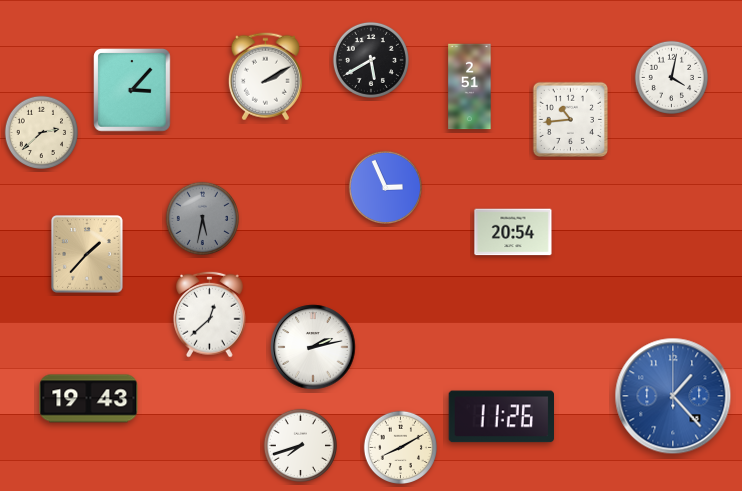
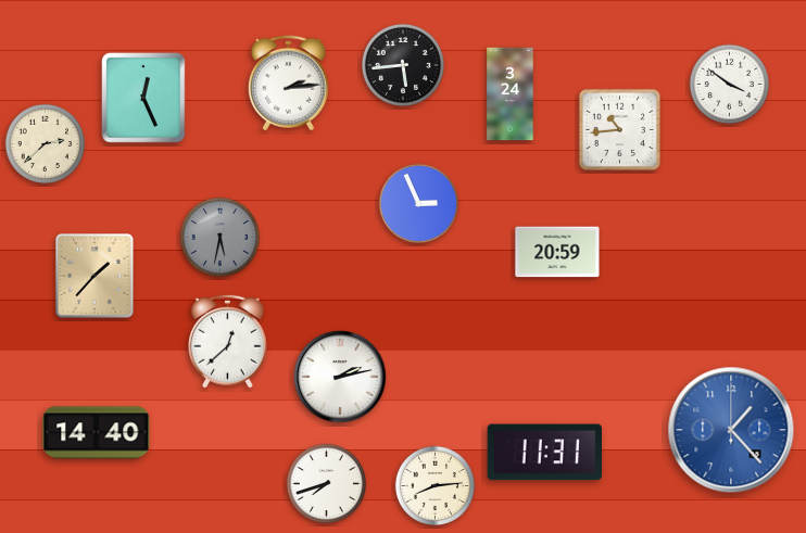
clock at (371, 60): 5:40 -> 5:44
clock at (265, 77): 2:10 -> 2:14
clock at (671, 77): 4:02 -> 3:51
clock at (470, 87): 2:51 -> 3:24
clock at (132, 90): 3:07 -> 12:26
clock at (513, 232): 20:54 -> 20:59
clock at (89, 399): 19:43 -> 14:40
clock at (501, 417): 11:26 -> 11:31
clock at (400, 447): 8:10 -> 8:14
